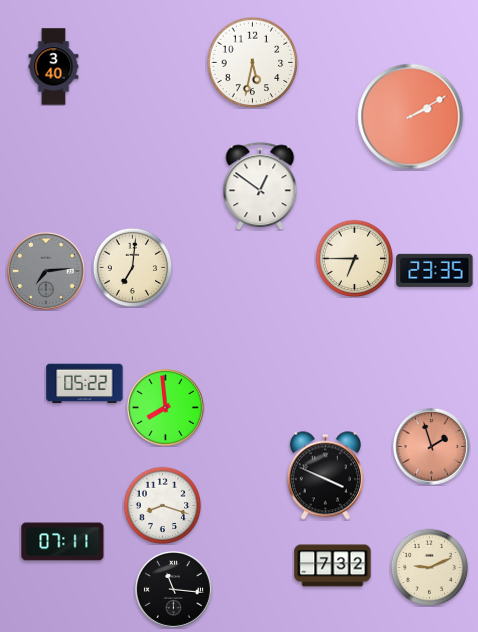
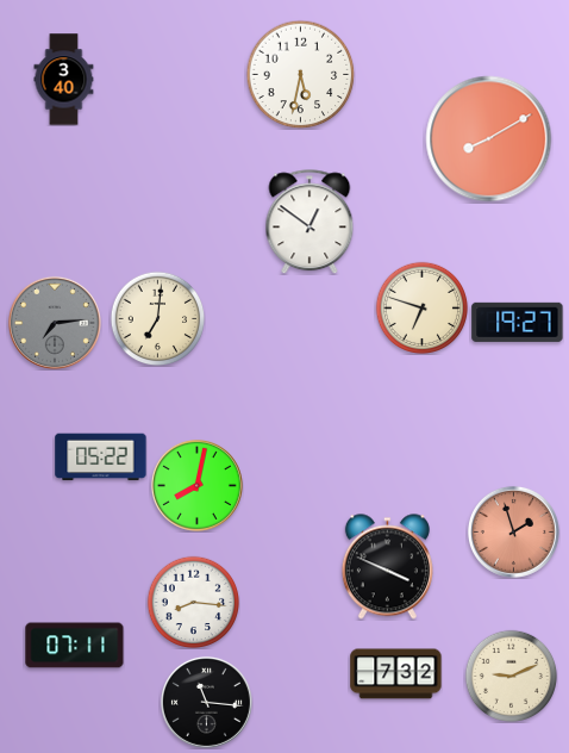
clock at (411, 117): 2:10 -> 8:10
clock at (354, 258): 6:45 -> 6:48
clock at (435, 270): 23:35 -> 19:27
clock at (165, 407): 7:59 -> 8:02
clock at (162, 505): 8:18 -> 8:16
